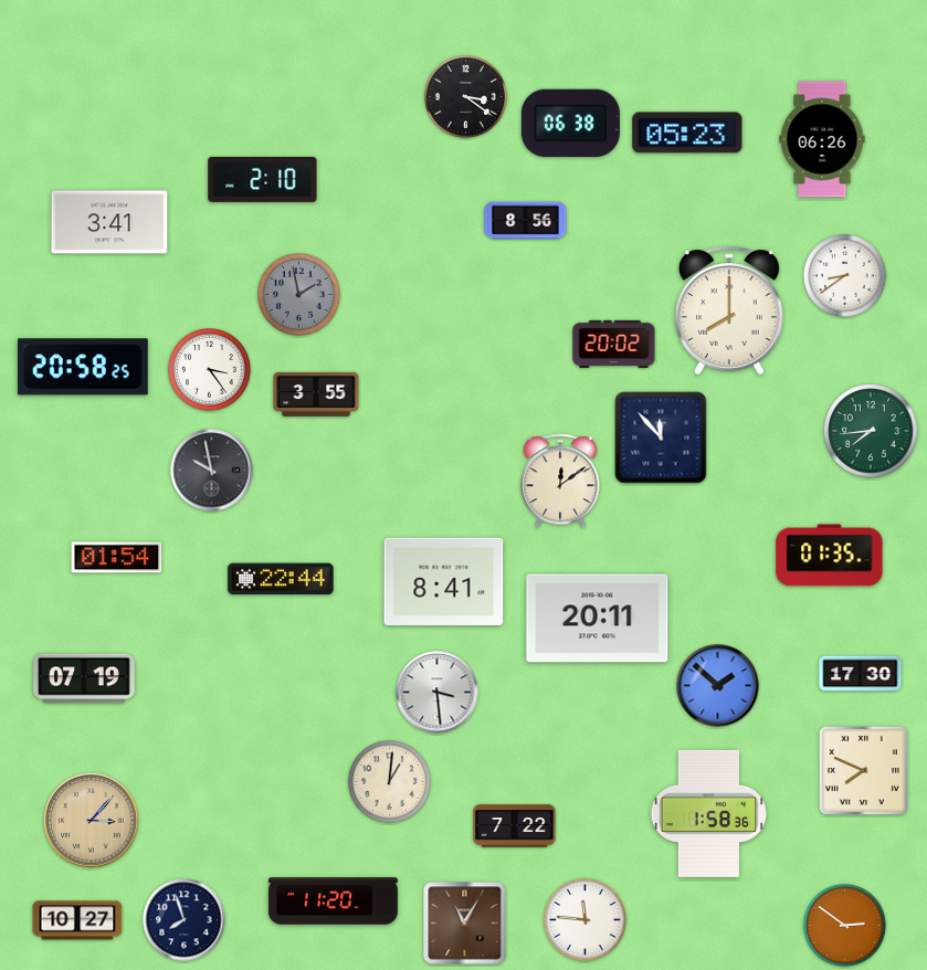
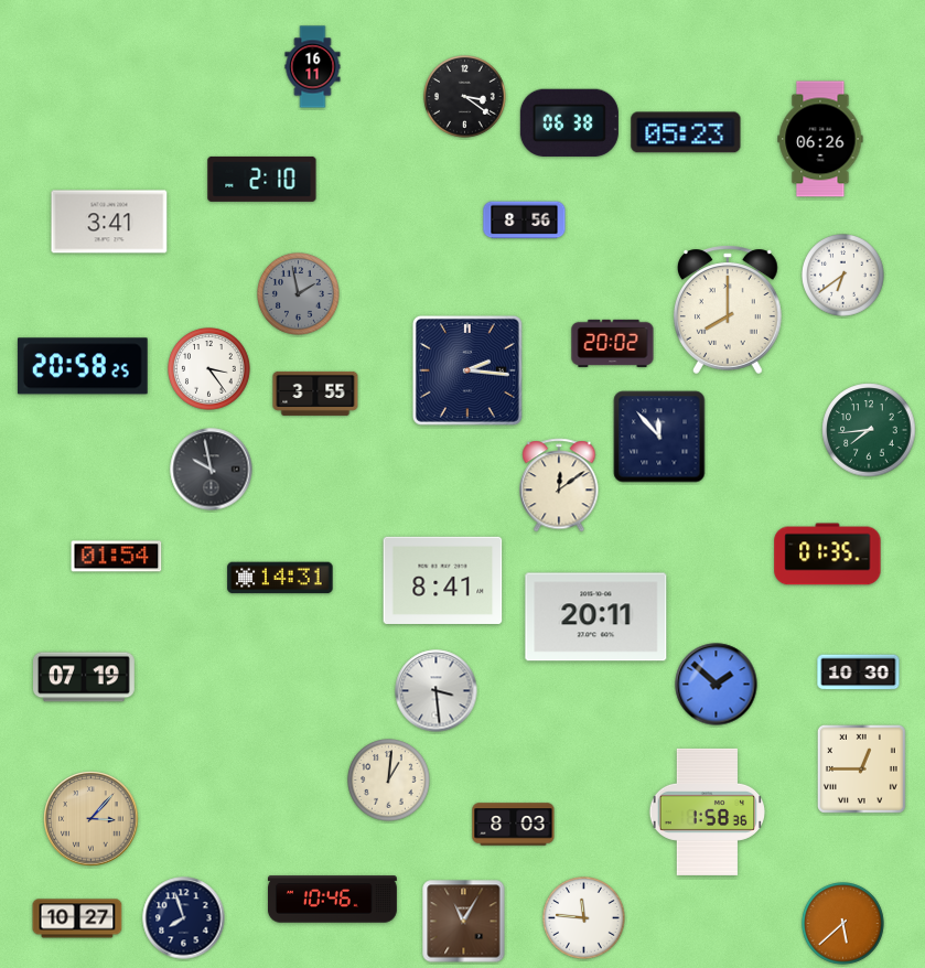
clock at (313, 67): none -> 16:11
clock at (845, 276): 8:39 -> 6:39
clock at (467, 370): none -> 2:16
clock at (560, 481) position: (560, 481) -> (559, 485)
clock at (281, 579): 22:44 -> 14:31
clock at (861, 674): 17:30 -> 10:30
clock at (863, 770): 7:49 -> 12:45
clock at (515, 826): 7:22 -> 8:03
clock at (333, 902): 11:20 -> 10:46
clock at (845, 926): 2:51 -> 5:38
